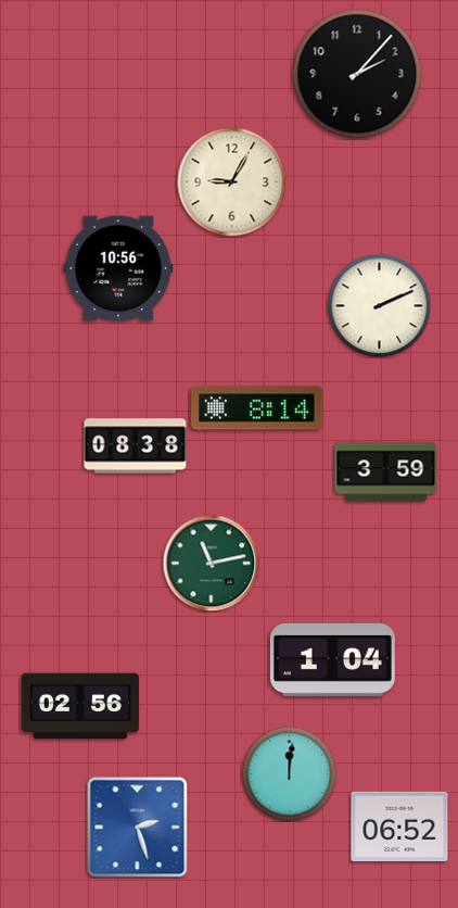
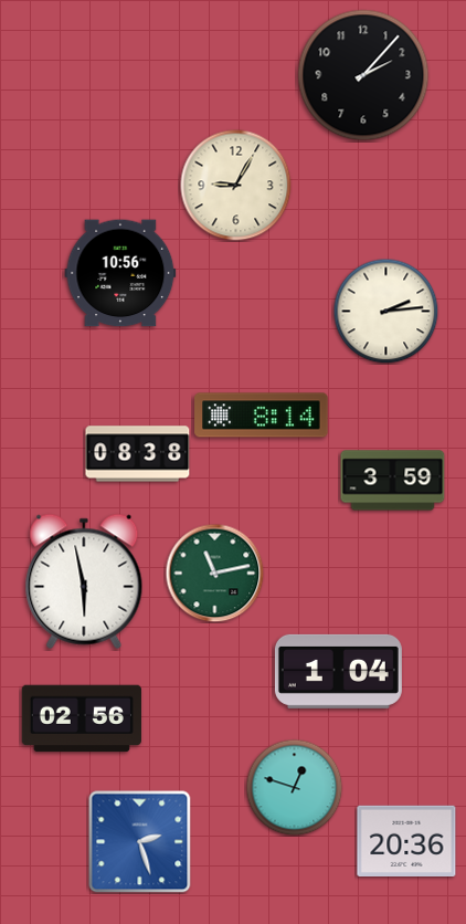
clock at (379, 305): 2:11 -> 2:14
clock at (84, 581): none -> 5:58
clock at (289, 773): 12:01 -> 12:48
clock at (399, 825): 06:52 -> 20:36
